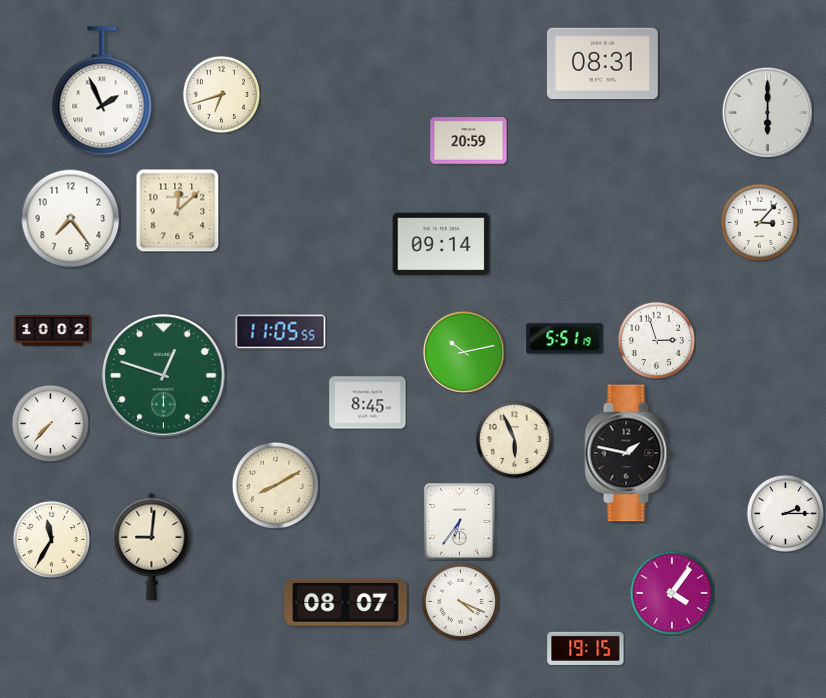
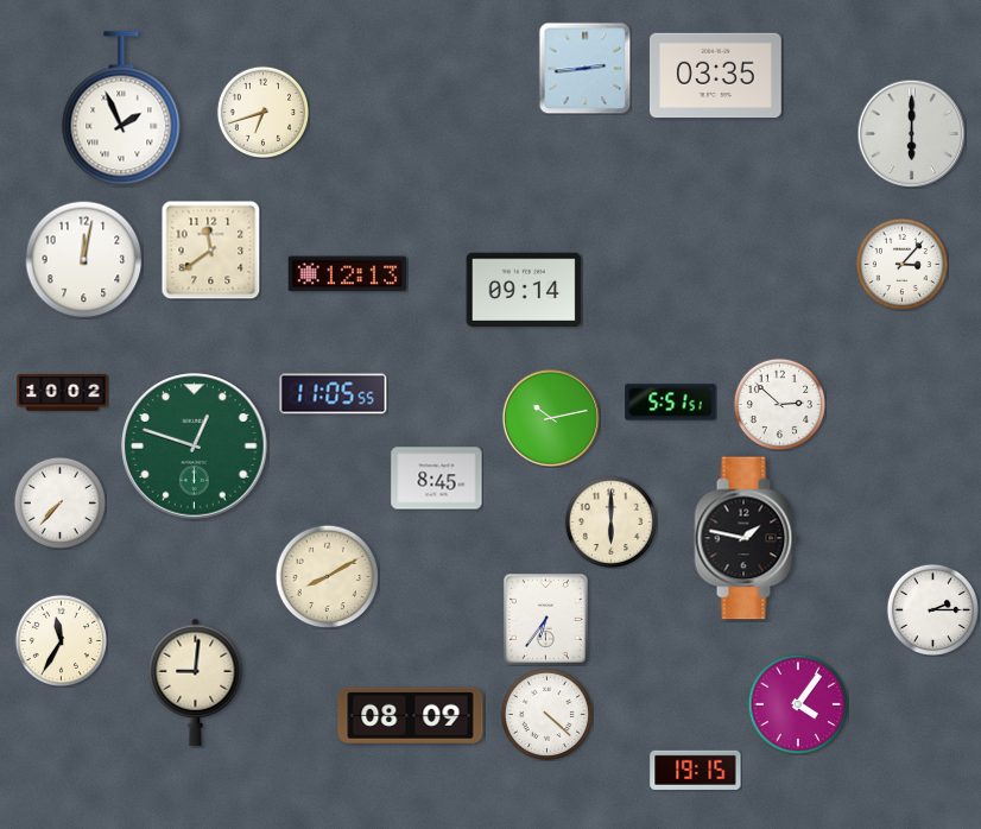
clock at (584, 68): none -> 2:44
clock at (602, 64): 08:31 -> 03:35
clock at (469, 141): 20:59 -> none
clock at (177, 210): 12:08 -> 11:39
clock at (71, 219): 7:24 -> 12:02
clock at (348, 274): none -> 12:13
clock at (565, 339): 5:51:19 -> 5:51:51
clock at (656, 340): 2:57 -> 2:52
clock at (514, 439): 5:56 -> 6:00
clock at (152, 546) position: (152, 546) -> (196, 682)
clock at (460, 601): 4:19 -> 4:22
clock at (346, 602): 08:07 -> 08:09
